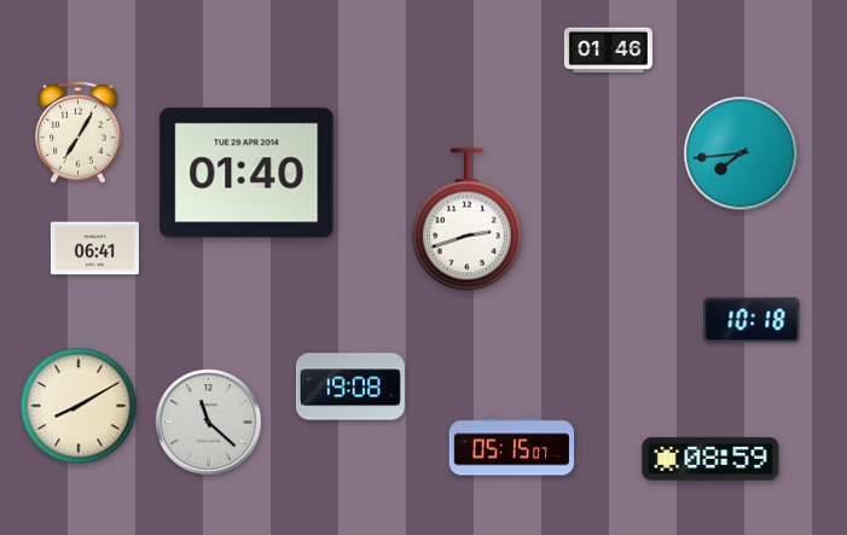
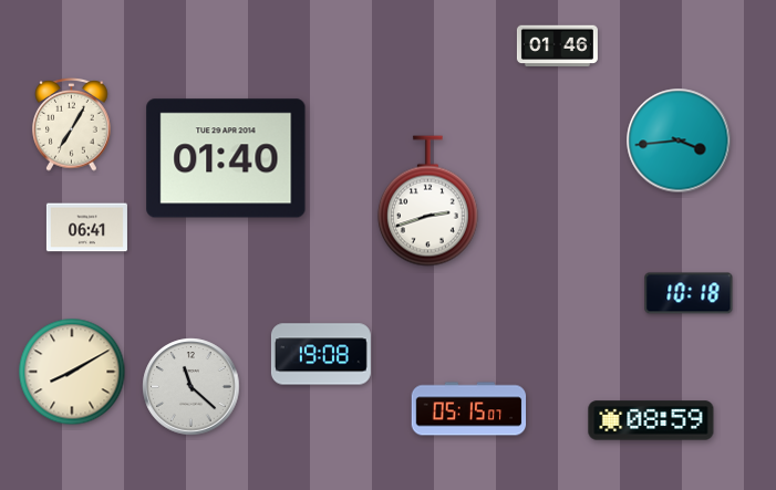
clock at (79, 132) position: (79, 132) -> (72, 124)
clock at (741, 153): 7:44 -> 3:44
